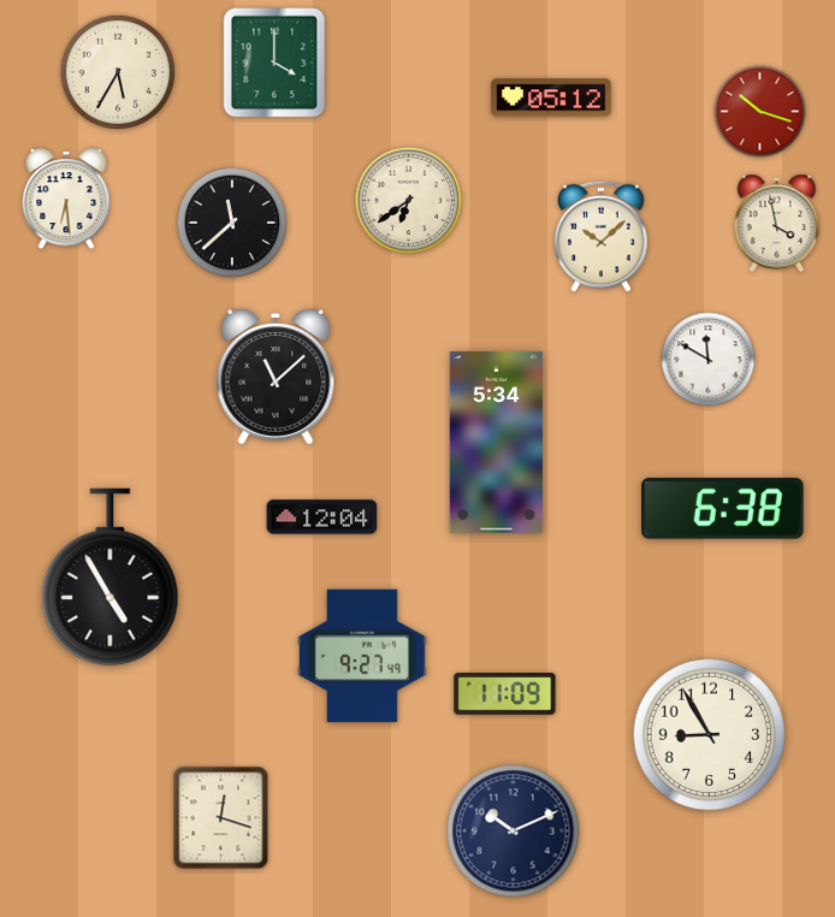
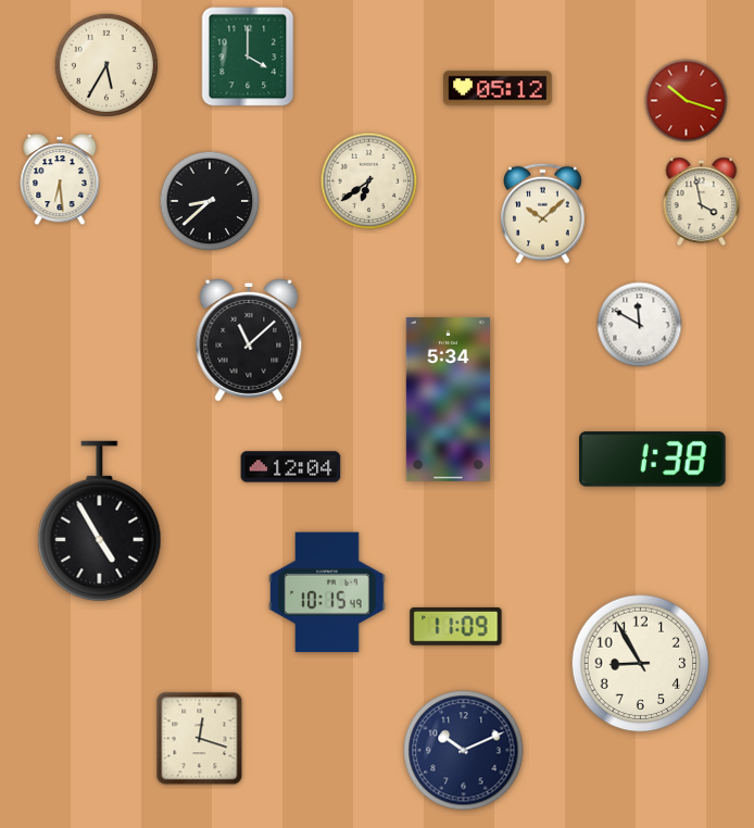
clock at (232, 223): 11:38 -> 8:38
clock at (723, 509): 6:38 -> 1:38
clock at (362, 656): 9:27 -> 10:15
